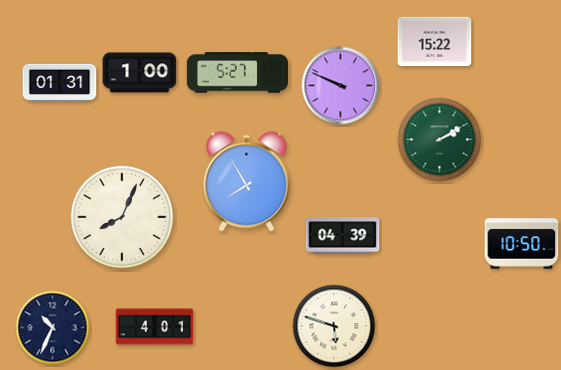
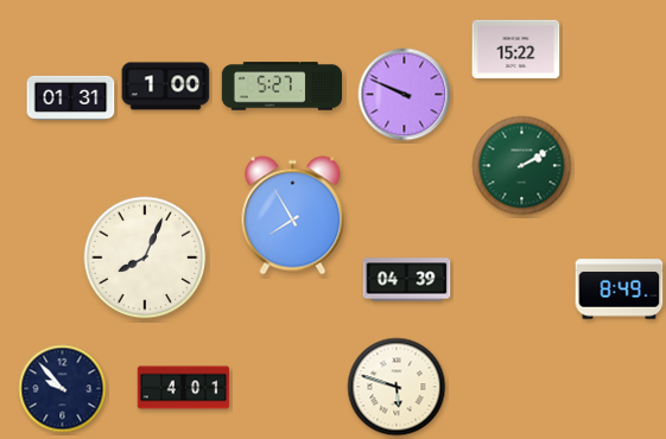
clock at (341, 86) position: (341, 86) -> (405, 95)
clock at (522, 244): 10:50 -> 8:49
clock at (53, 328): 10:34 -> 9:53
